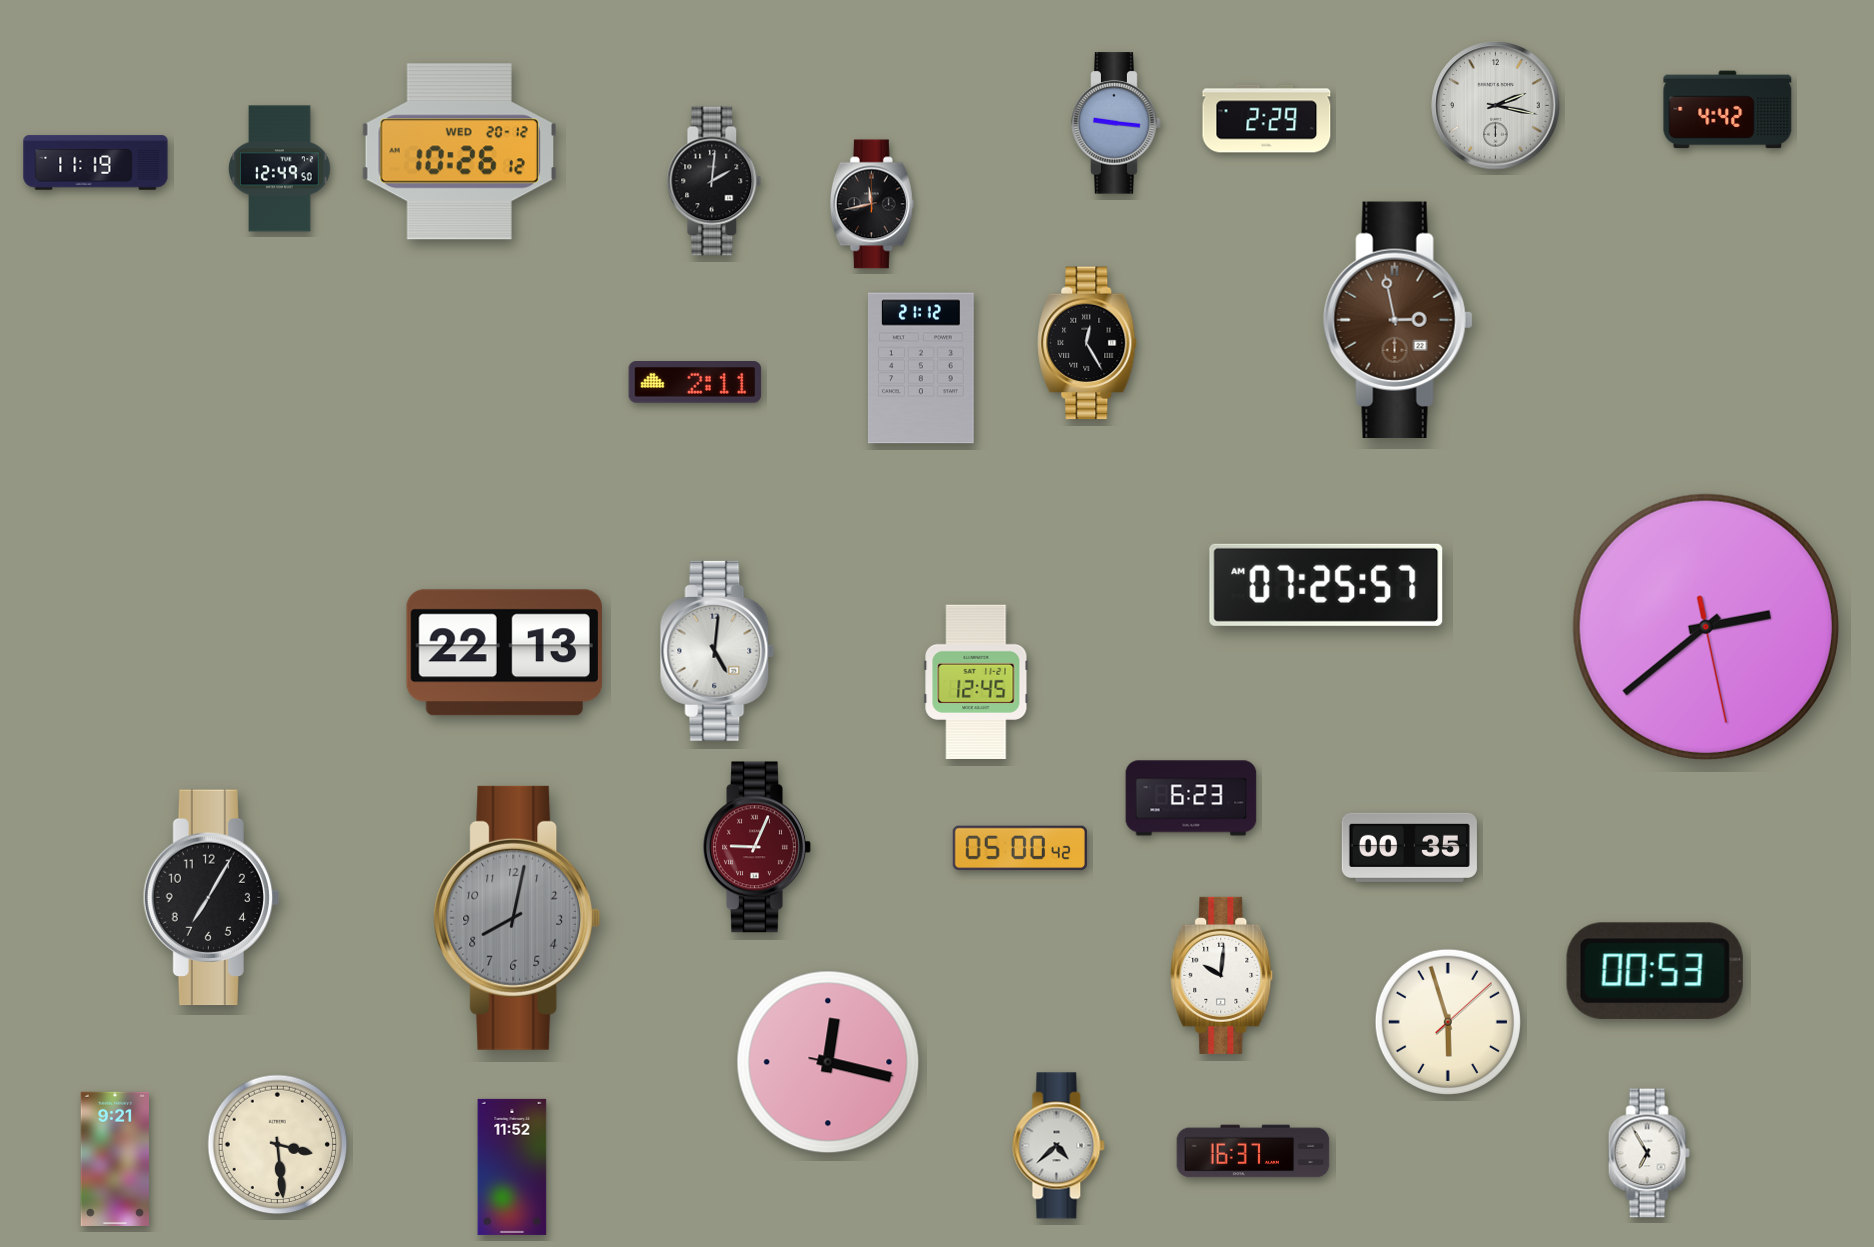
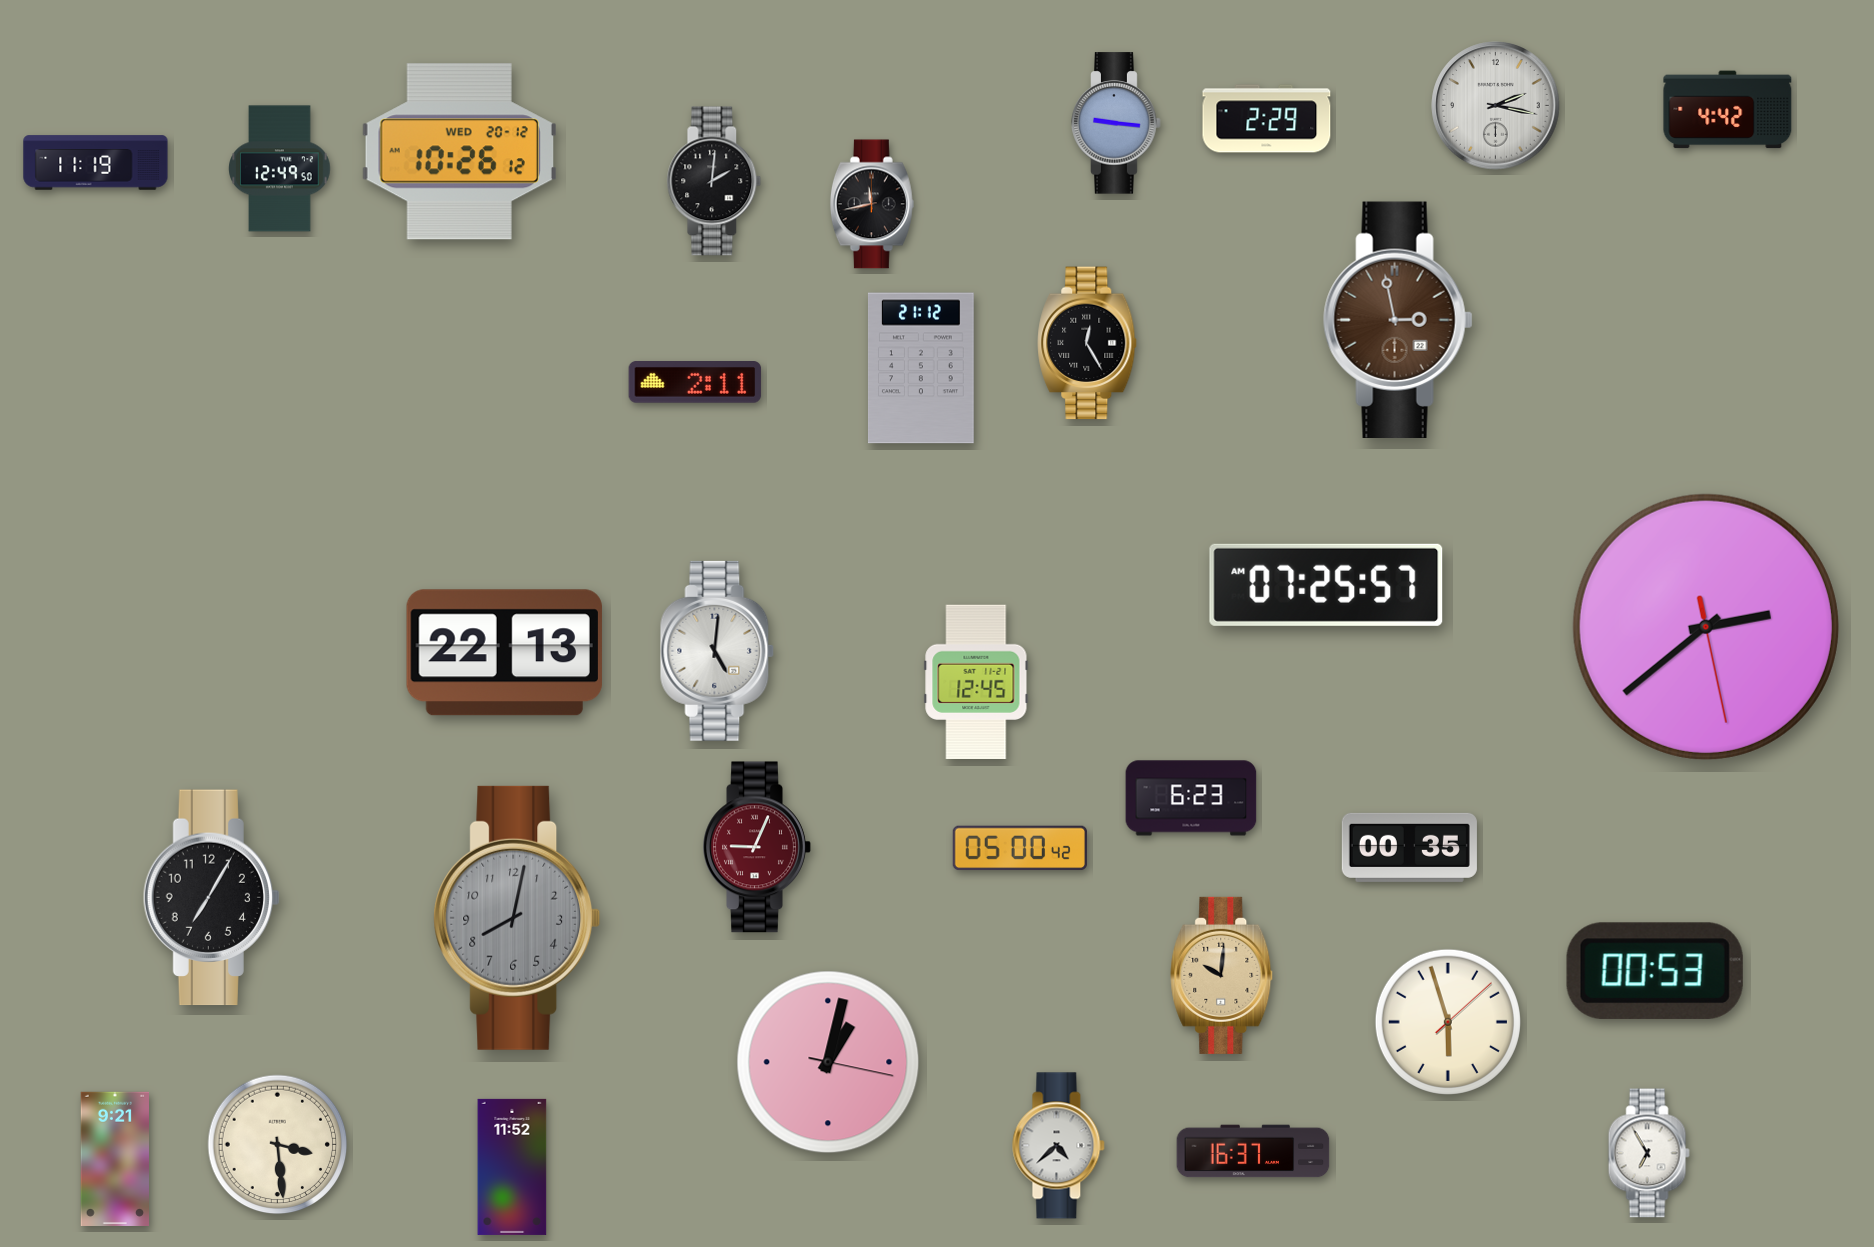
clock at (1222, 975) dial: white -> champagne
clock at (828, 1062): 12:17 -> 1:02
